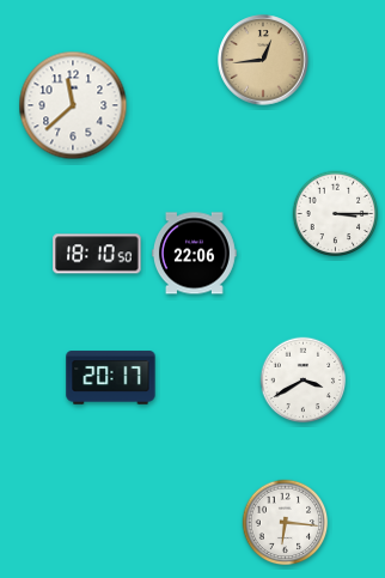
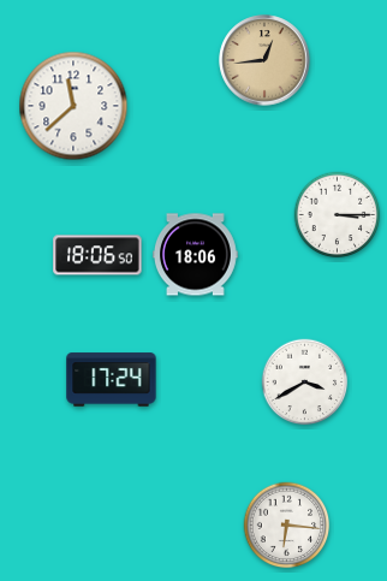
clock at (97, 254): 18:10 -> 18:06
clock at (194, 254): 22:06 -> 18:06
clock at (111, 378): 20:17 -> 17:24
